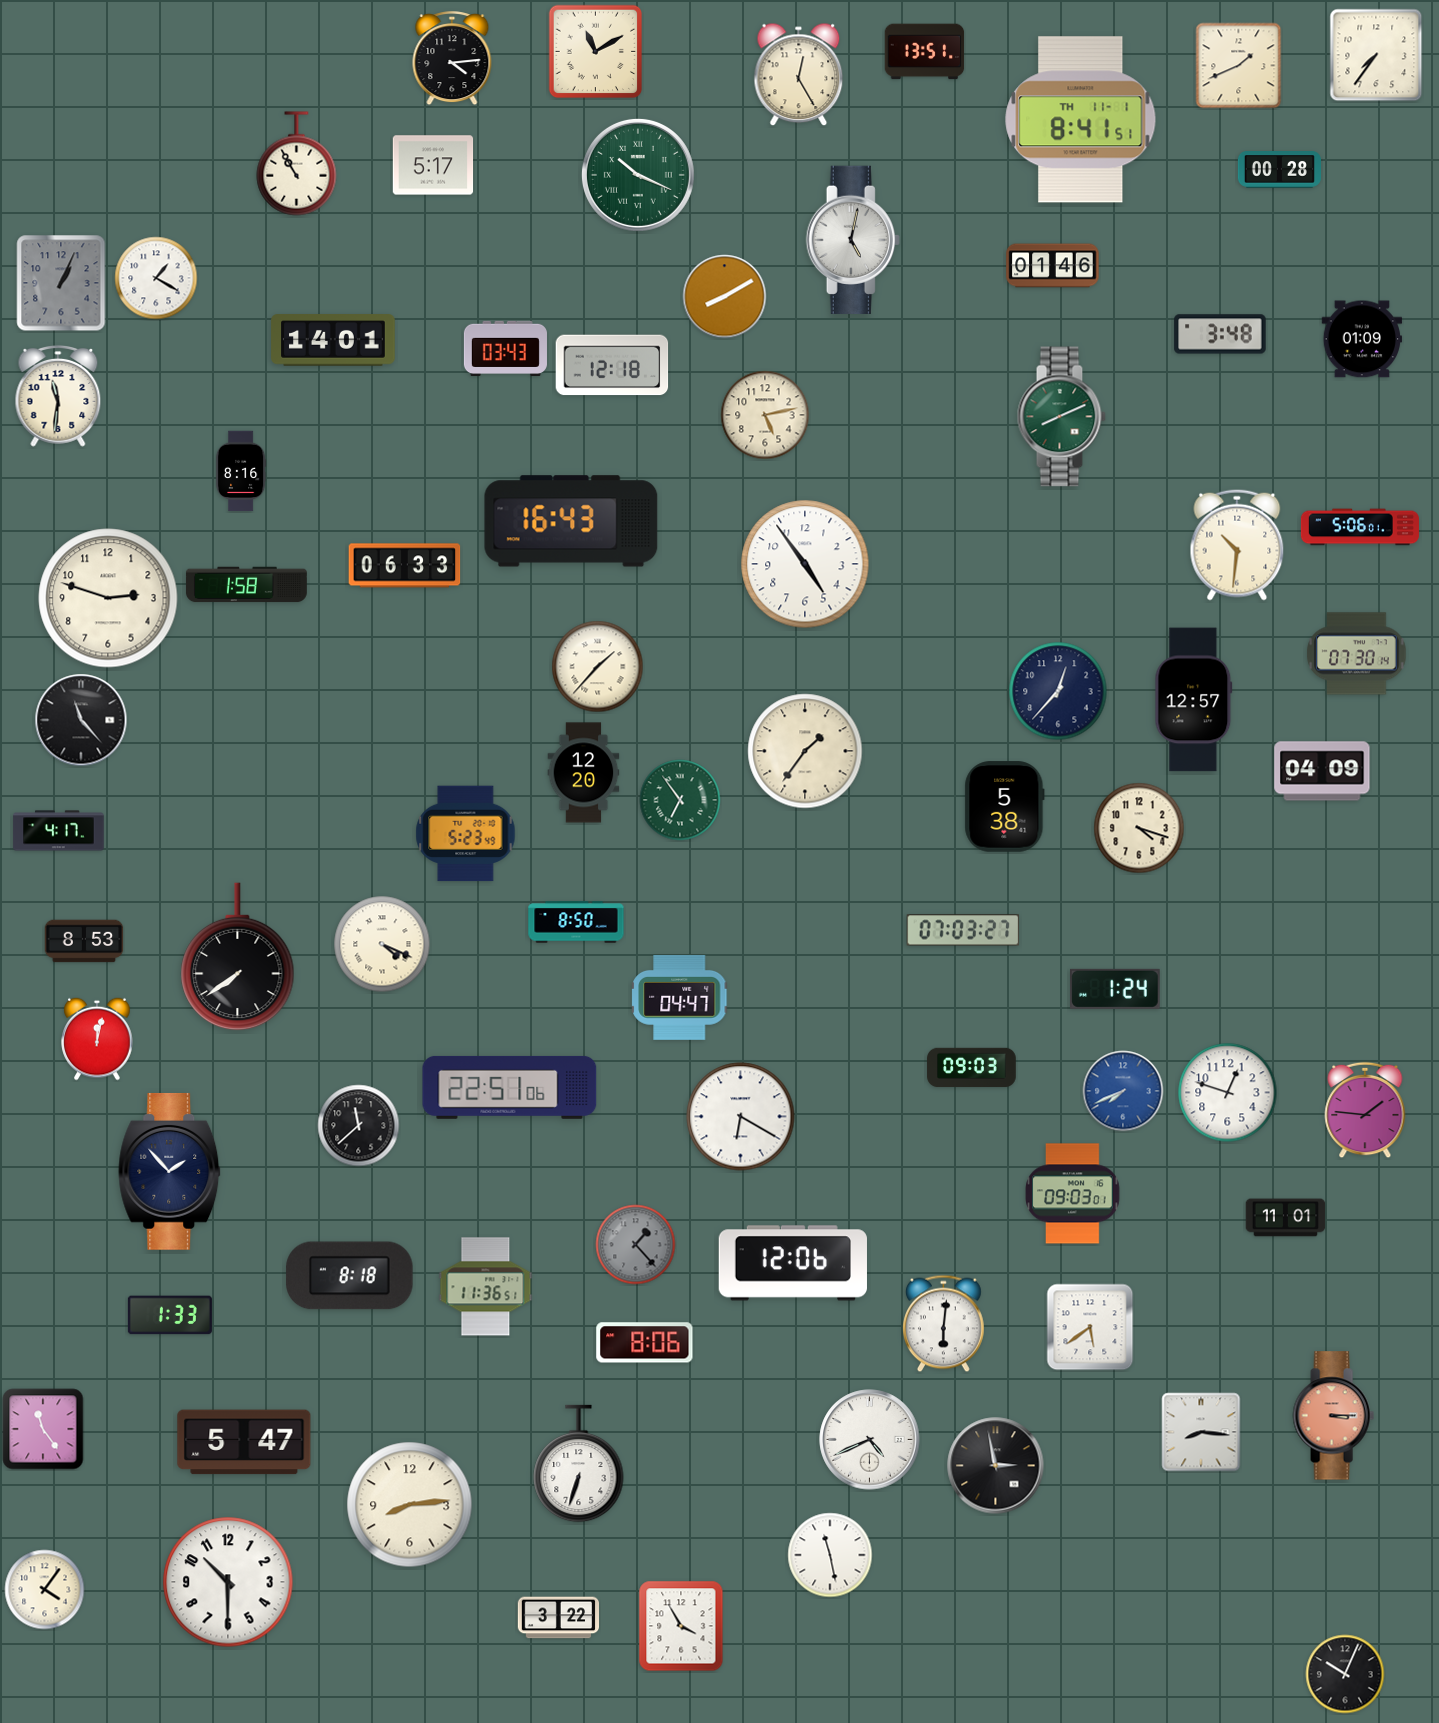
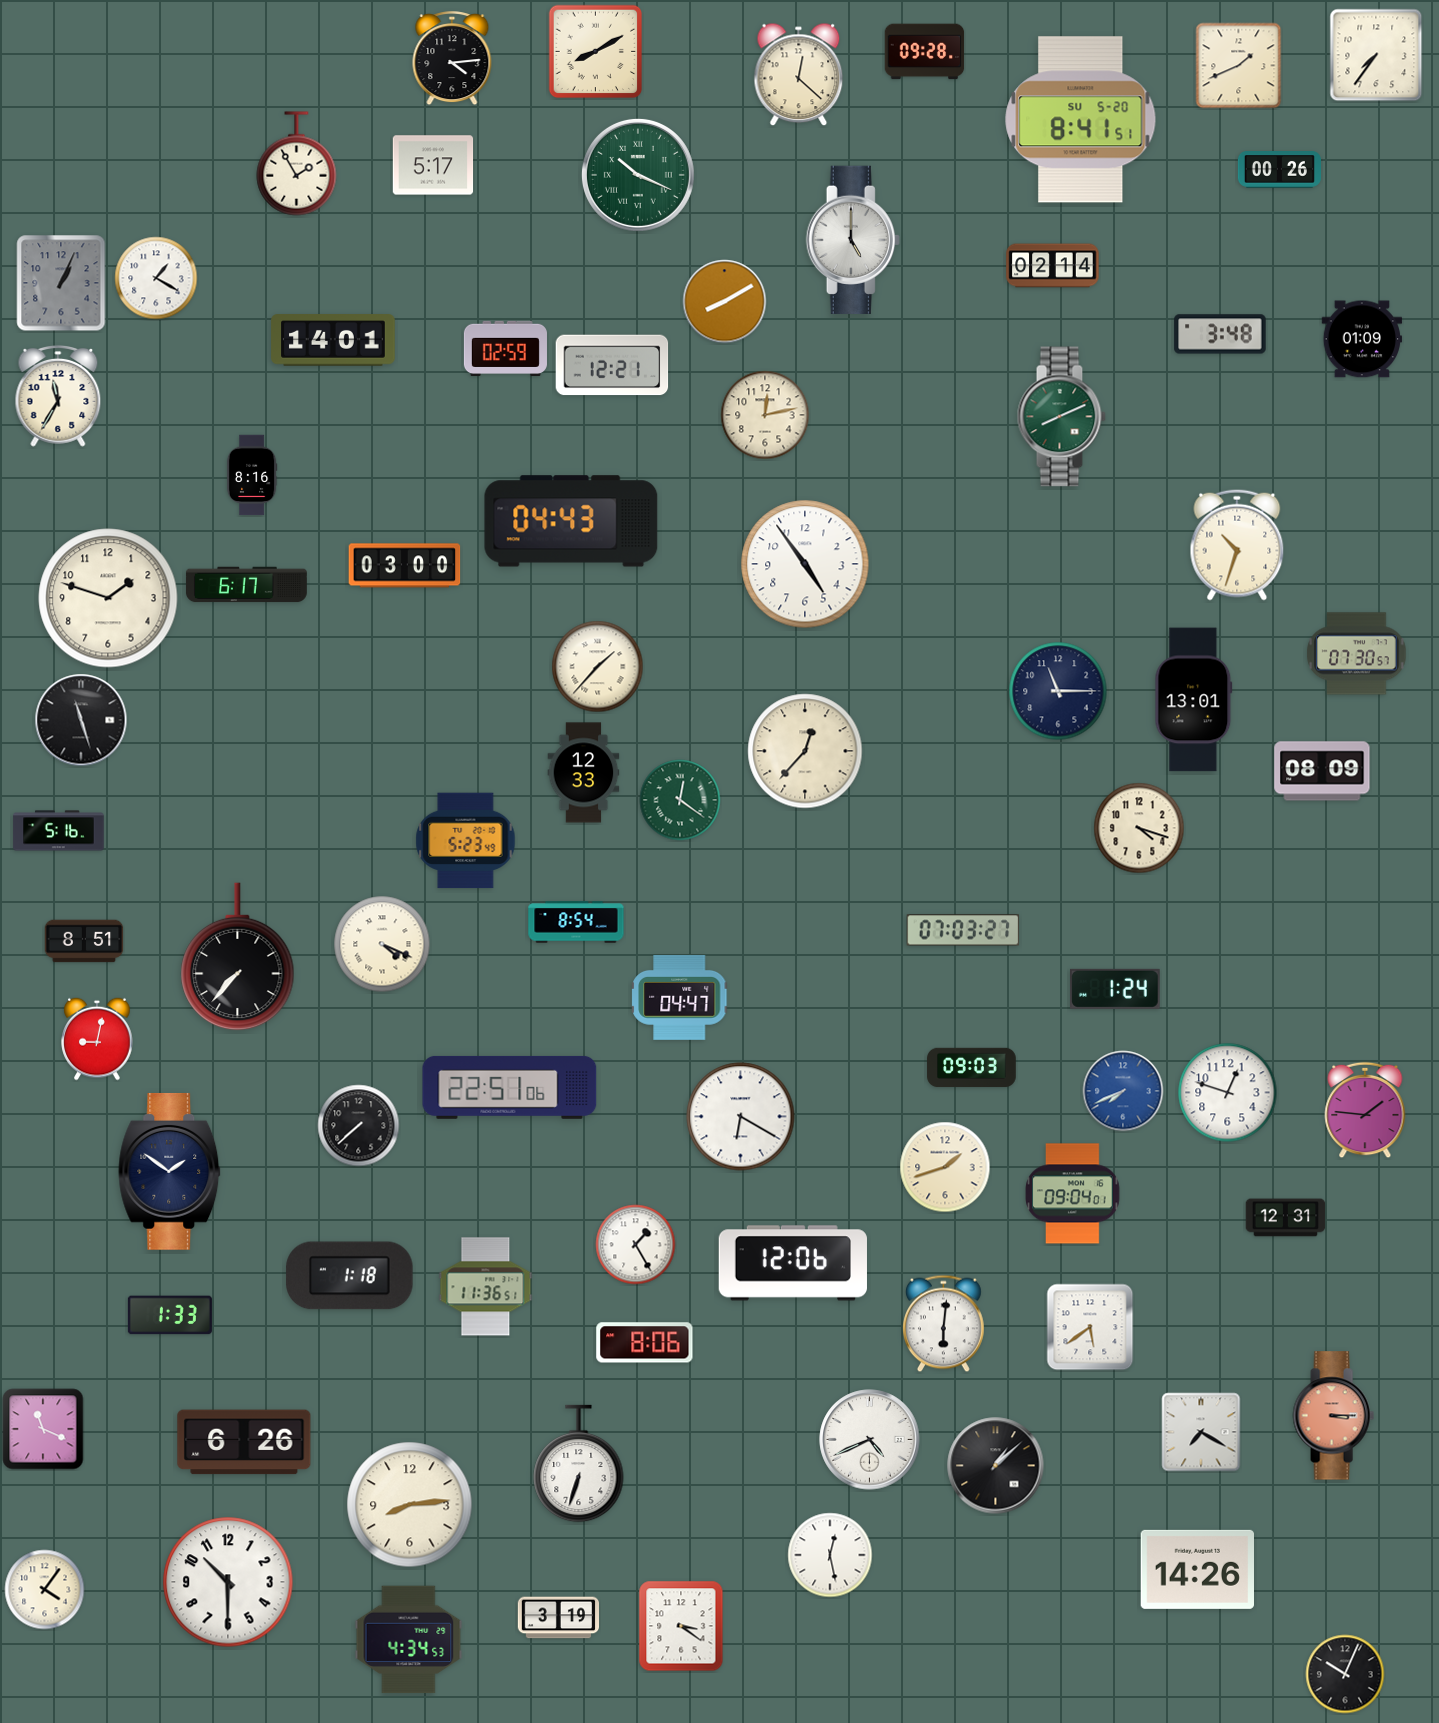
clock at (596, 52): 11:10 -> 8:10
clock at (925, 52): 13:51 -> 09:28
clock at (799, 75): 12:25 -> 12:22
clock at (1081, 120) date: TH 11-1 -> SU 5-20
clock at (297, 164): 10:55 -> 1:55
clock at (1279, 170): 00:28 -> 00:26
clock at (853, 240): 5:02 -> 5:00
clock at (1053, 266): 01:46 -> 02:14
clock at (725, 297) position: (725, 297) -> (725, 302)
clock at (505, 348): 03:43 -> 02:59
clock at (612, 365): 12:18 -> 12:21
clock at (58, 396): 11:31 -> 11:35
clock at (765, 415): 5:13 -> 12:13
clock at (241, 471) position: (241, 471) -> (252, 475)
clock at (571, 521): 16:43 -> 04:43
clock at (1360, 527): 5:06 -> none
clock at (1237, 545): 10:31 -> 10:33
clock at (405, 566): 06:33 -> 03:00
clock at (246, 585): 1:58 -> 6:17
clock at (108, 598): 2:48 -> 1:48
clock at (1357, 654): 07:30:14 -> 07:30:57
clock at (1058, 691): 12:37 -> 11:15
clock at (1194, 700): 12:57 -> 13:01
clock at (81, 720): 11:23 -> 11:27
clock at (805, 751): 1:36 -> 12:37
clock at (1322, 771): 04:09 -> 08:09
clock at (584, 773): 12:20 -> 12:33
clock at (680, 800): 6:54 -> 12:21
clock at (1005, 807): 5:38 -> none
clock at (59, 831): 4:17 -> 5:16
clock at (466, 834) position: (466, 834) -> (466, 841)
clock at (576, 922): 8:50 -> 8:54
clock at (84, 941): 8:53 -> 8:51
clock at (238, 957): 7:39 -> 7:37
clock at (97, 1039): 12:02 -> 9:02
clock at (359, 1126): 11:38 -> 7:38
clock at (945, 1167): none -> 1:42
clock at (170, 1171): 1:53 -> 1:51
clock at (1073, 1194): 09:03 -> 09:04
clock at (1286, 1218): 11:01 -> 12:31
clock at (636, 1245): 1:23 -> 1:25
clock at (636, 1245) dial: grey -> white
clock at (350, 1276): 8:18 -> 1:18
clock at (43, 1429): 11:24 -> 11:19
clock at (1201, 1432): 8:16 -> 7:20
clock at (244, 1442): 5:47 -> 6:26
clock at (996, 1466): 2:58 -> 1:08
clock at (830, 1555): 11:28 -> 12:28
clock at (1197, 1569): none -> 14:26
clock at (558, 1618): 3:22 -> 3:19
clock at (681, 1626): 3:55 -> 3:21
clock at (409, 1640): none -> 4:34
